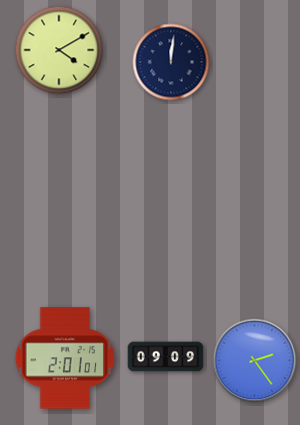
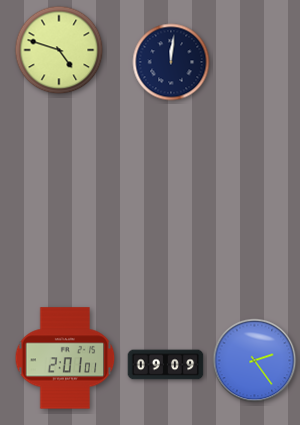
clock at (59, 50): 4:10 -> 4:48
clock at (166, 357) position: (166, 357) -> (166, 365)
